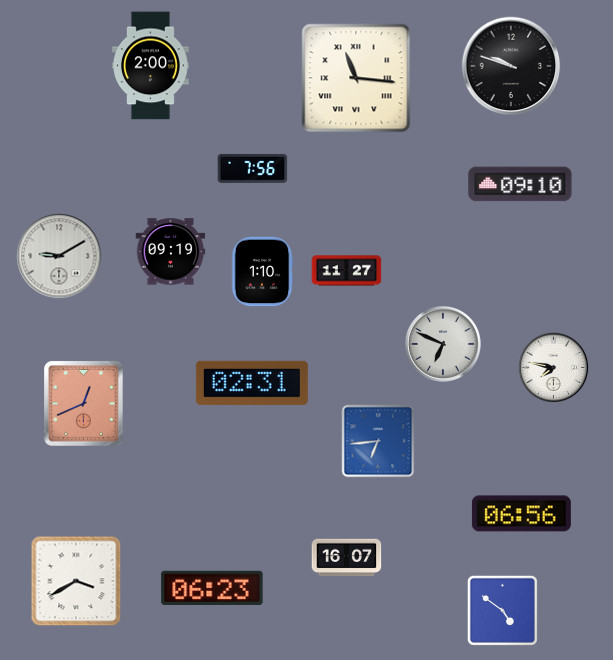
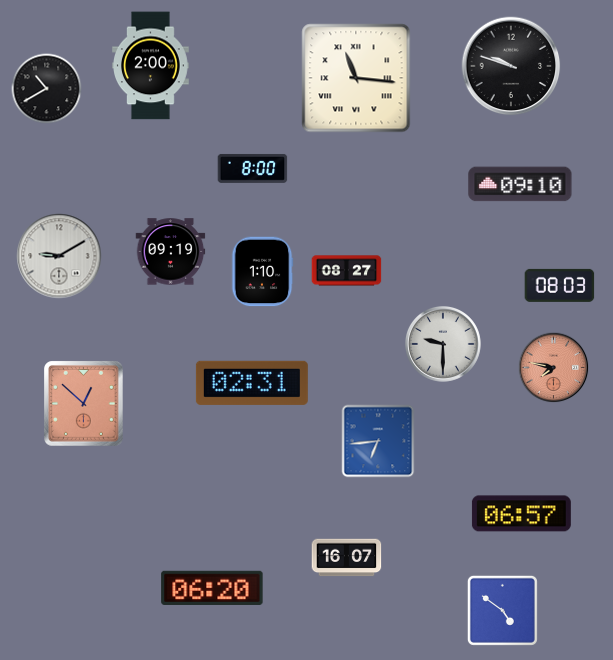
clock at (47, 89): none -> 10:40
clock at (253, 168): 7:56 -> 8:00
clock at (347, 271): 11:27 -> 08:27
clock at (560, 285): none -> 08:03
clock at (444, 345): 6:49 -> 9:30
clock at (554, 368) dial: white -> salmon
clock at (84, 404): 12:41 -> 12:52
clock at (521, 514): 06:56 -> 06:57
clock at (76, 581): 3:40 -> none
clock at (212, 588): 06:23 -> 06:20
